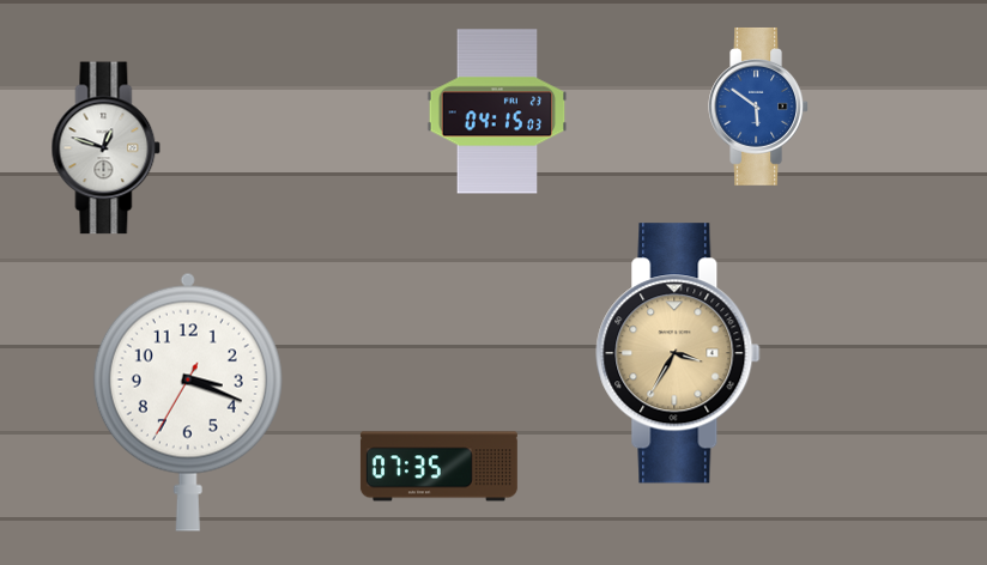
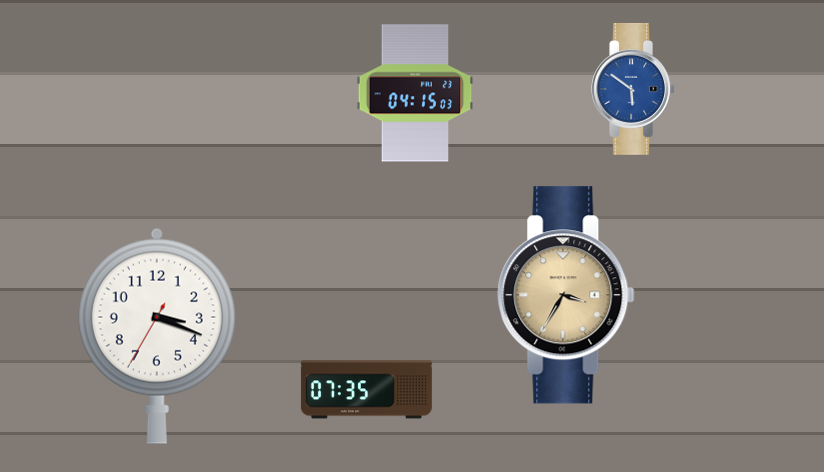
clock at (107, 148): 12:48 -> none
